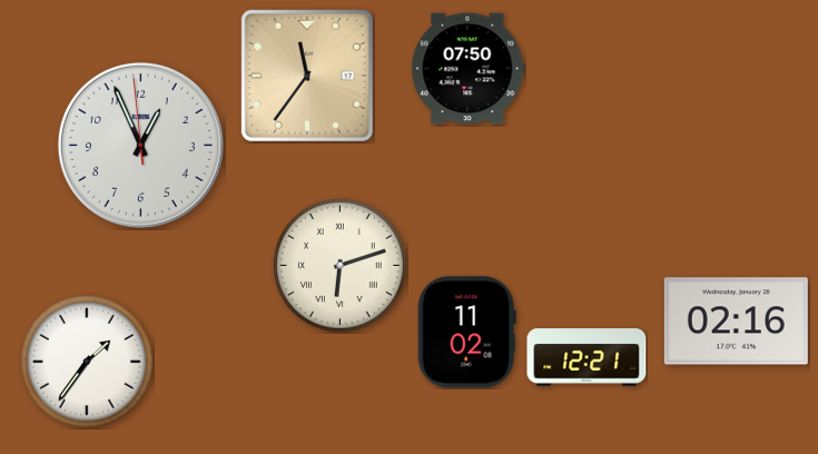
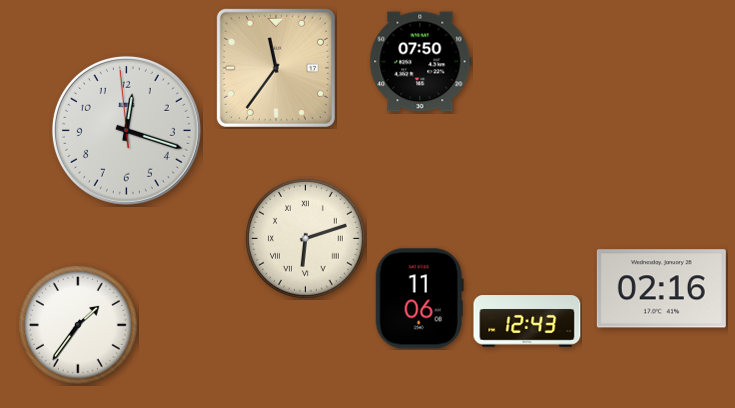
clock at (140, 145): 12:55 -> 12:17
clock at (466, 333): 11:02 -> 11:06
clock at (587, 357): 12:21 -> 12:43
